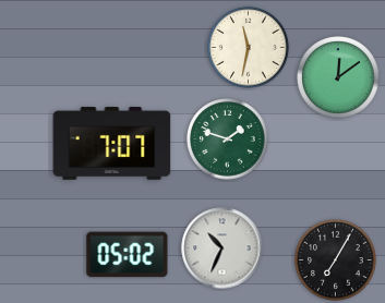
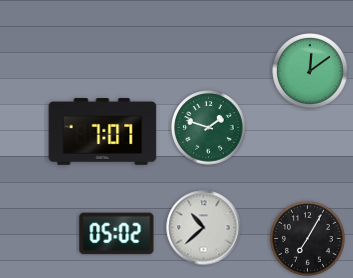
clock at (249, 48): 11:32 -> none
clock at (222, 249): 10:34 -> 10:38
